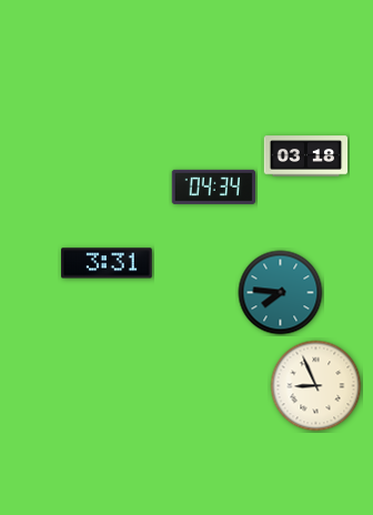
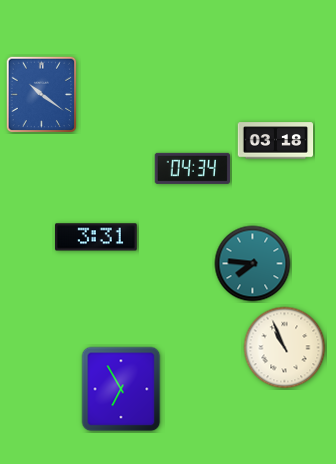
clock at (42, 95): none -> 10:21
clock at (316, 386): 8:56 -> 10:56
clock at (121, 389): none -> 6:55
